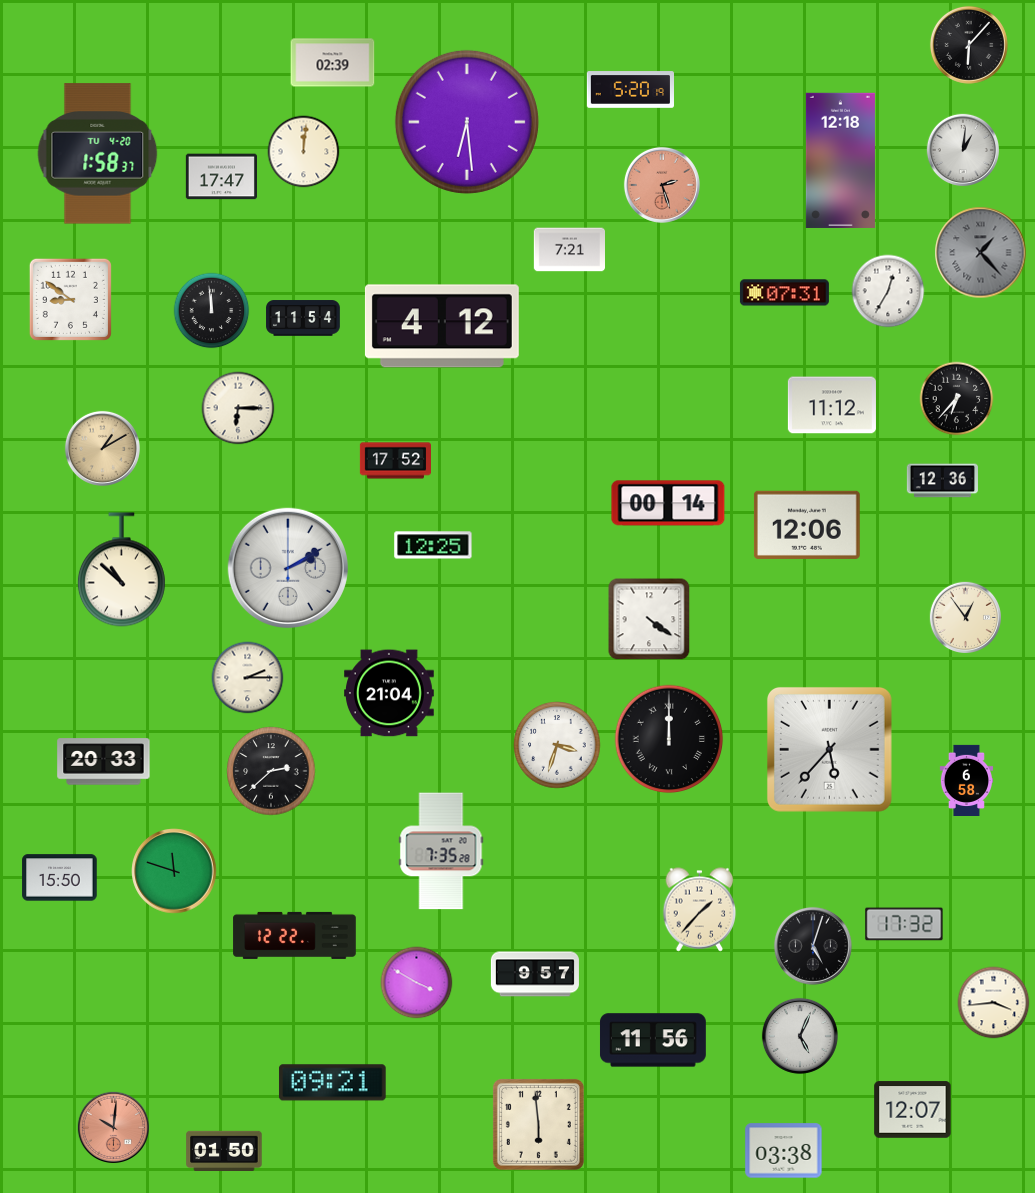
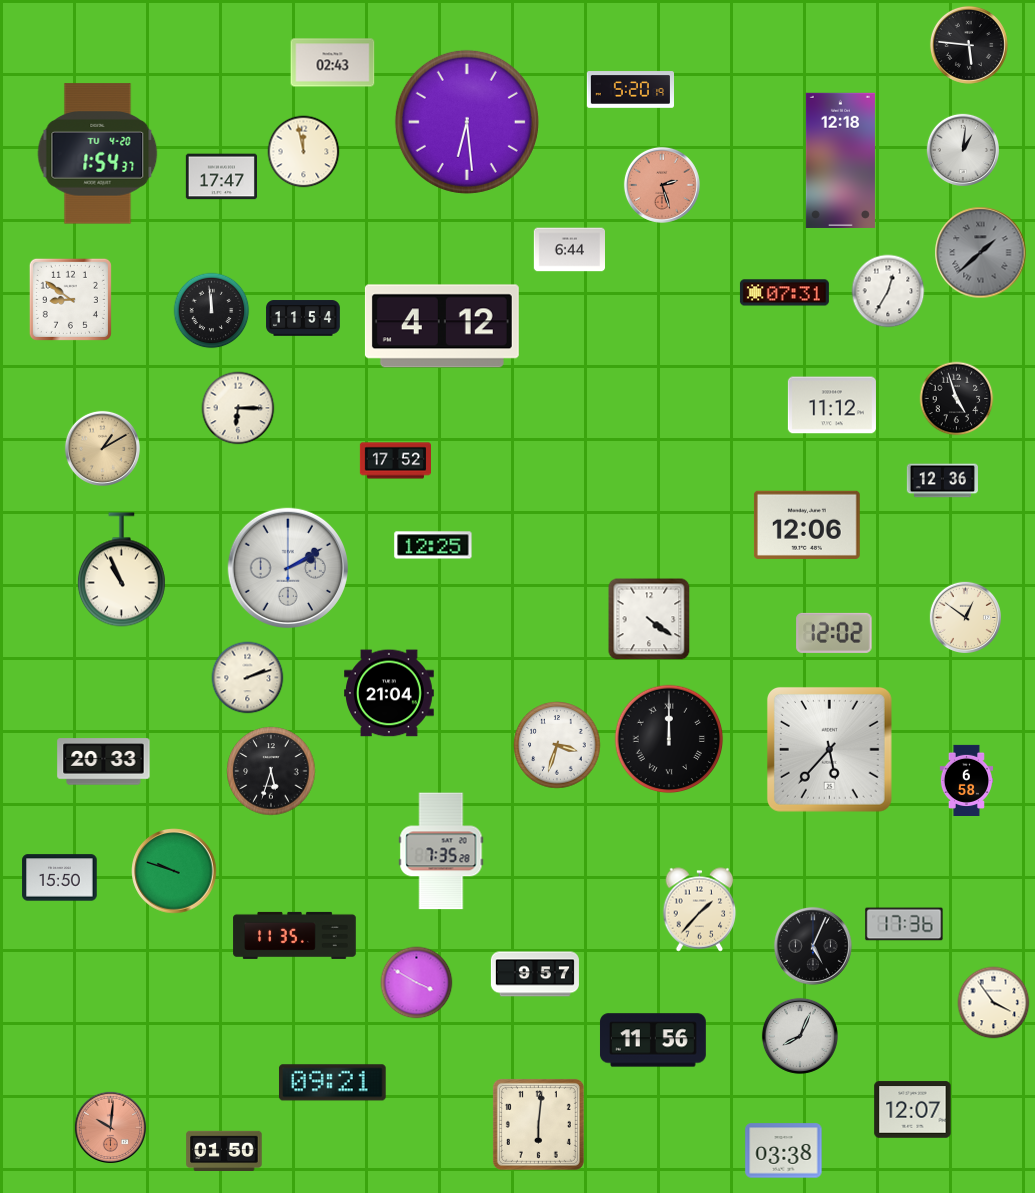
clock at (969, 45): 6:07 -> 5:46
clock at (333, 63): 02:39 -> 02:43
clock at (304, 152): 12:01 -> 11:58
clock at (98, 154): 1:58 -> 1:54
clock at (569, 250): 7:21 -> 6:44
clock at (981, 253): 1:23 -> 1:38
clock at (957, 399): 6:37 -> 4:57
clock at (668, 503): 00:14 -> none
clock at (121, 570): 10:52 -> 10:56
clock at (965, 617): 12:54 -> 12:51
clock at (834, 633): none -> 12:02
clock at (248, 678): 2:15 -> 2:12
clock at (271, 771): 2:38 -> 5:33
clock at (174, 871): 11:48 -> 9:48
clock at (904, 924): 17:32 -> 17:36
clock at (295, 935): 12:22 -> 11:35
clock at (813, 946): 5:03 -> 5:04
clock at (994, 1003): 3:44 -> 3:54
clock at (800, 1036): 5:04 -> 8:04
clock at (538, 1124): 5:59 -> 6:01
clock at (113, 1127) position: (113, 1127) -> (110, 1127)
